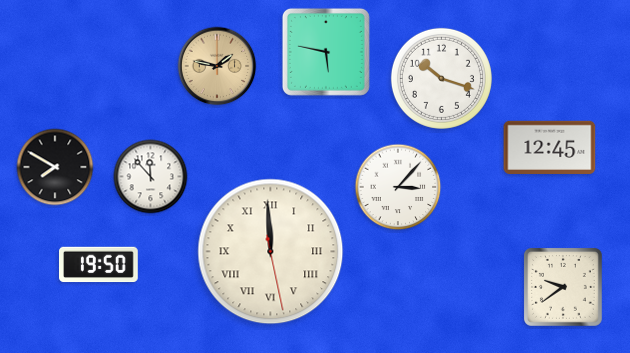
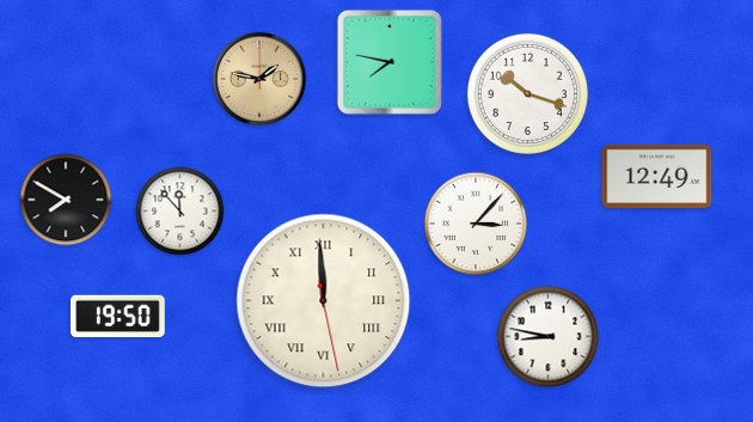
clock at (326, 52): 5:47 -> 7:47
clock at (550, 147): 12:45 -> 12:49
clock at (549, 337): none -> 8:47
clock at (563, 287): 9:39 -> none
